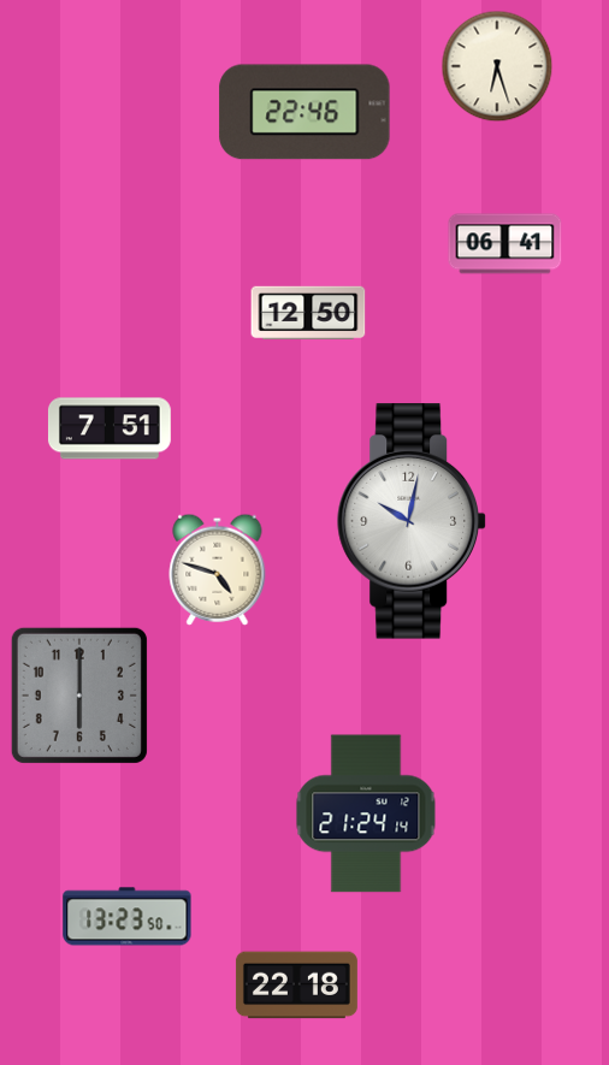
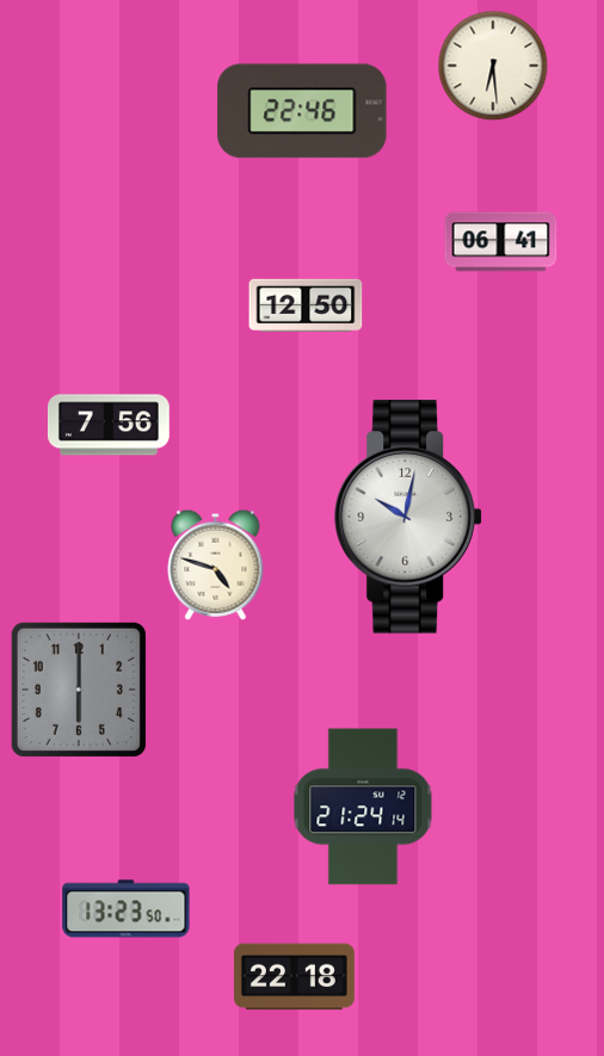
clock at (497, 66): 6:27 -> 6:29
clock at (308, 313) position: (308, 313) -> (306, 305)
clock at (110, 428): 7:51 -> 7:56
